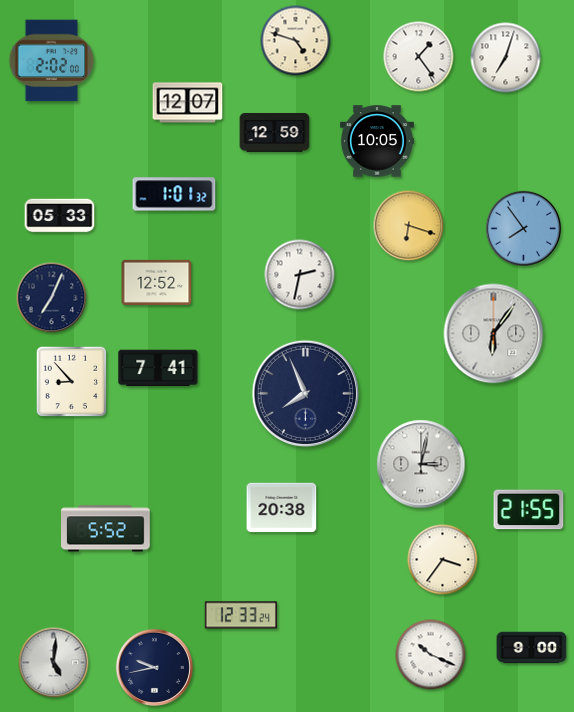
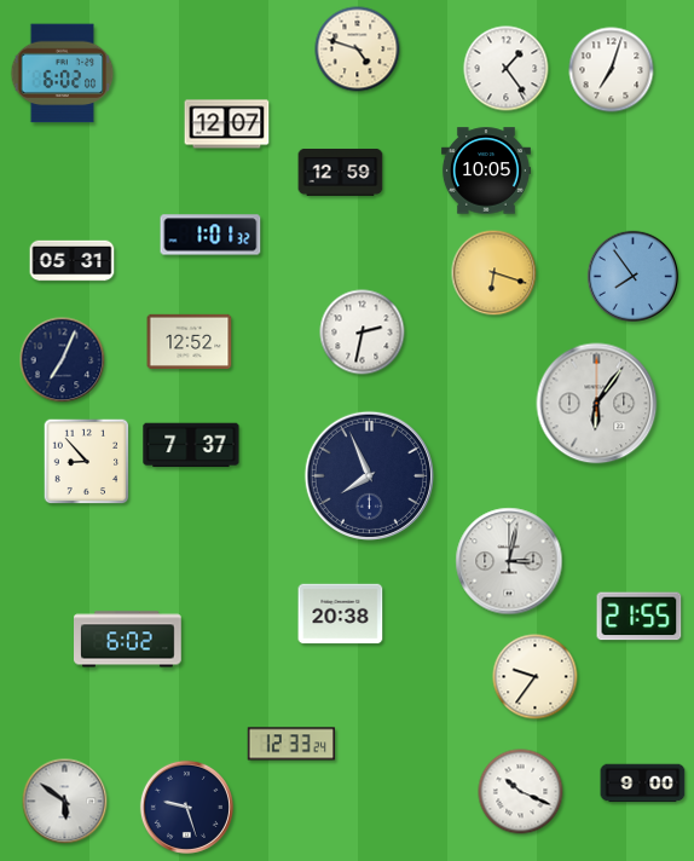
clock at (52, 61): 2:02 -> 6:02
clock at (275, 132) position: (275, 132) -> (341, 172)
clock at (377, 141) position: (377, 141) -> (486, 171)
clock at (60, 216): 05:33 -> 05:31
clock at (158, 368): 7:41 -> 7:37
clock at (106, 529): 5:52 -> 6:02
clock at (443, 560): 3:36 -> 9:36
clock at (54, 663): 5:01 -> 5:51
clock at (154, 667): 9:43 -> 9:27
